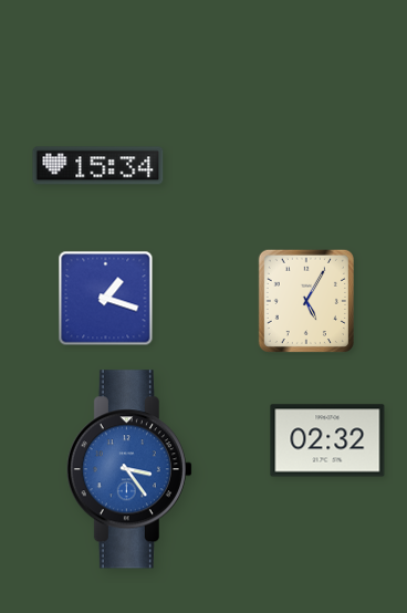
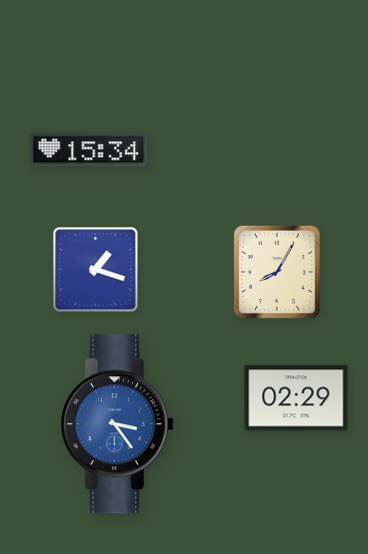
clock at (306, 300): 5:05 -> 8:05
clock at (327, 440): 02:32 -> 02:29
